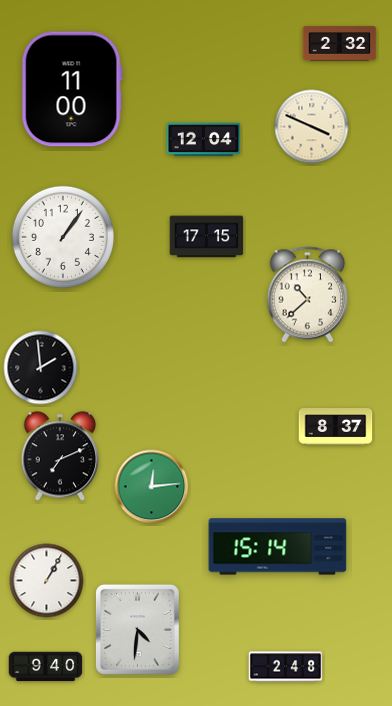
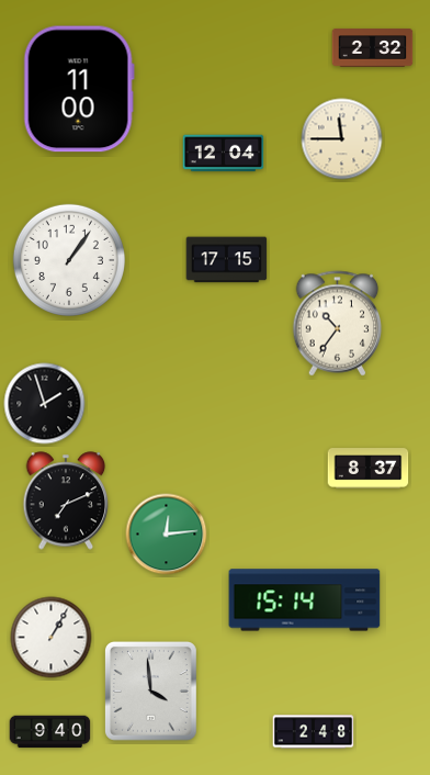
clock at (72, 89) position: (72, 89) -> (79, 89)
clock at (312, 127): 3:49 -> 11:45
clock at (308, 295): 10:38 -> 10:36
clock at (41, 368): 1:59 -> 1:57
clock at (137, 629): 4:31 -> 3:59
